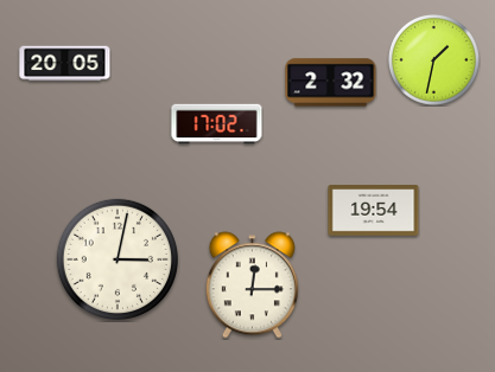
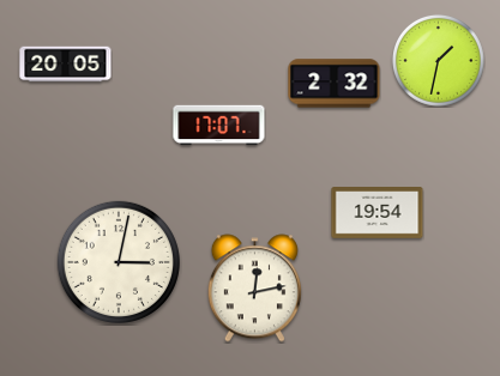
clock at (217, 124): 17:02 -> 17:07
clock at (252, 286): 12:15 -> 12:13
